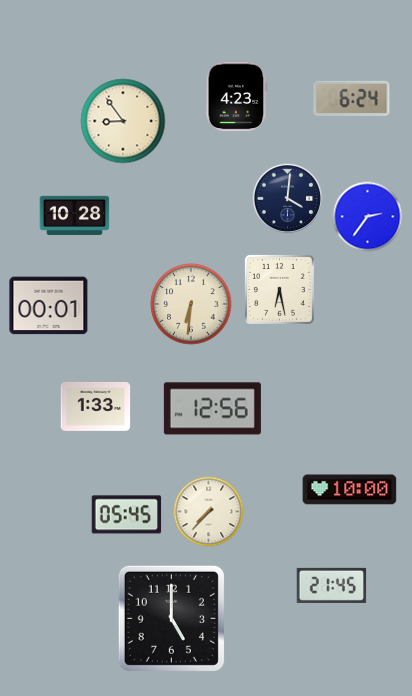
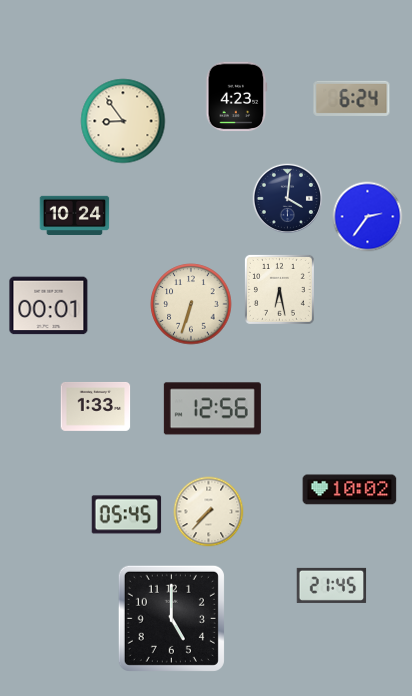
clock at (75, 216): 10:28 -> 10:24
clock at (191, 304): 6:31 -> 6:33
clock at (350, 490): 10:00 -> 10:02
